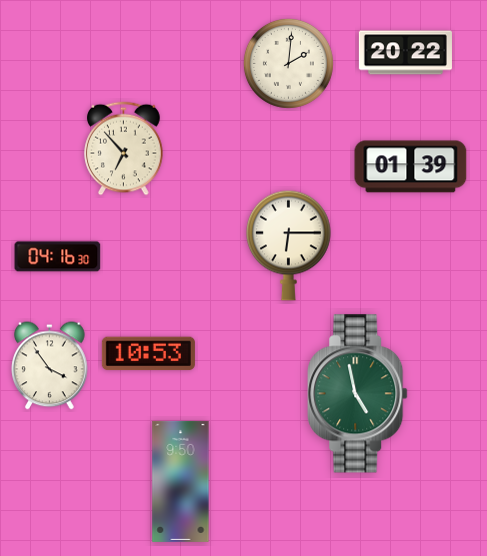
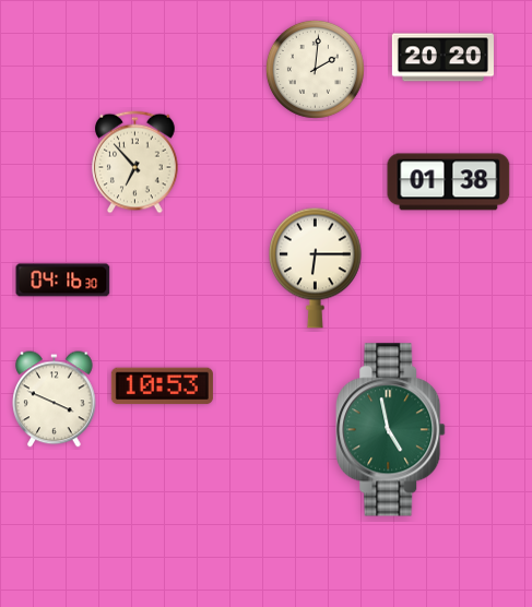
clock at (405, 53): 20:22 -> 20:20
clock at (411, 167): 01:39 -> 01:38
clock at (50, 366): 3:54 -> 3:49
clock at (181, 481): 9:50 -> none
